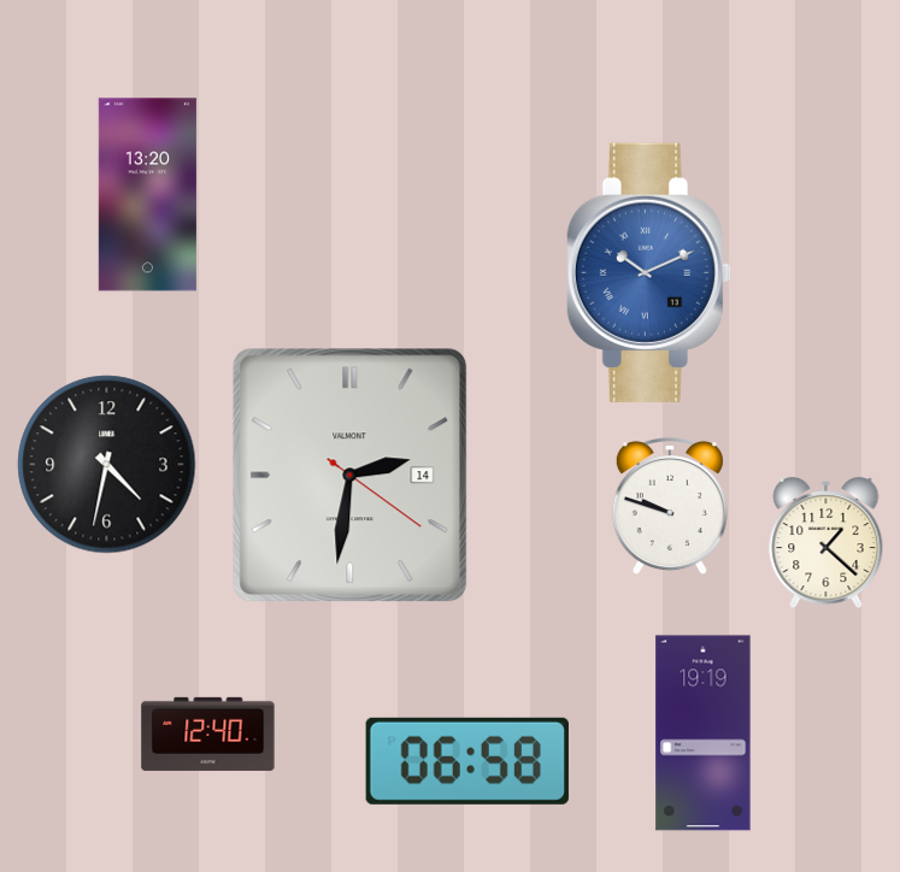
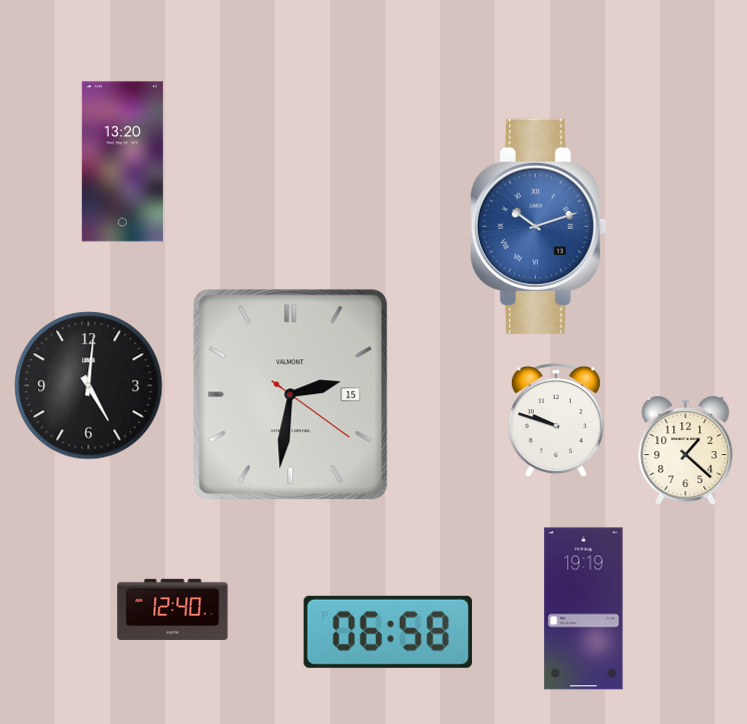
clock at (648, 272): 10:11 -> 10:12
clock at (107, 465): 4:32 -> 5:01
clock at (351, 476) date: 14 -> 15
